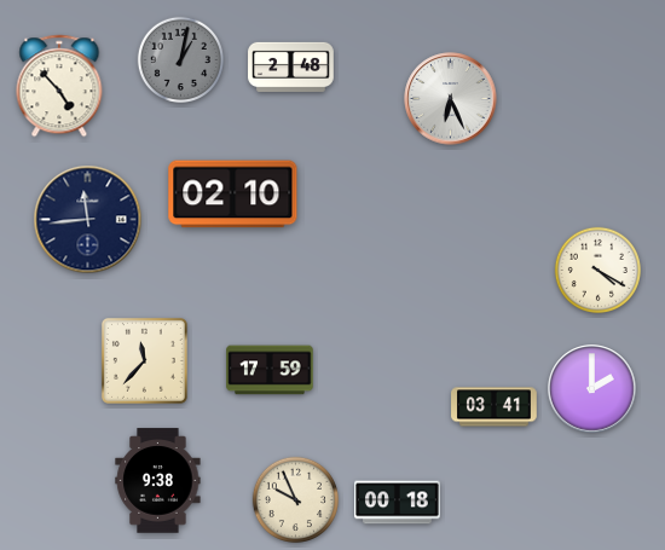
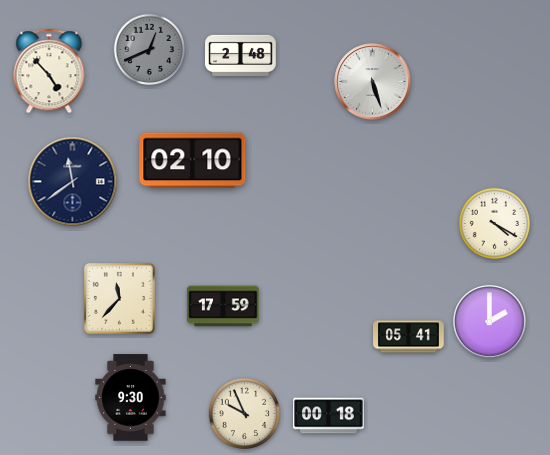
clock at (181, 60): 1:02 -> 12:41
clock at (451, 99): 6:26 -> 5:27
clock at (88, 220): 11:44 -> 11:39
clock at (495, 407): 03:41 -> 05:41
clock at (158, 481): 9:38 -> 9:30
